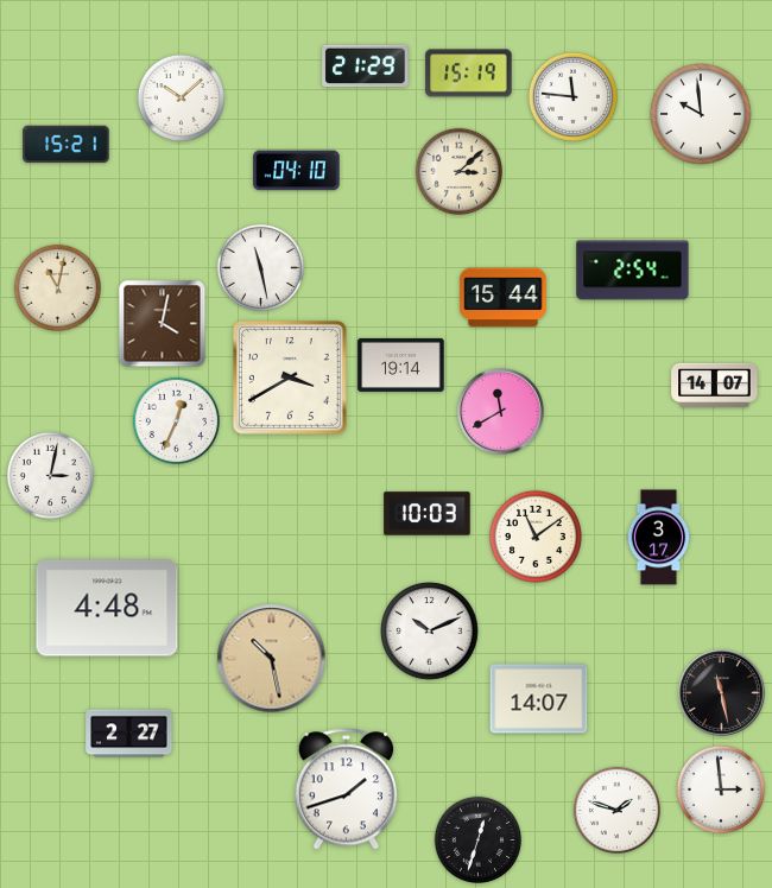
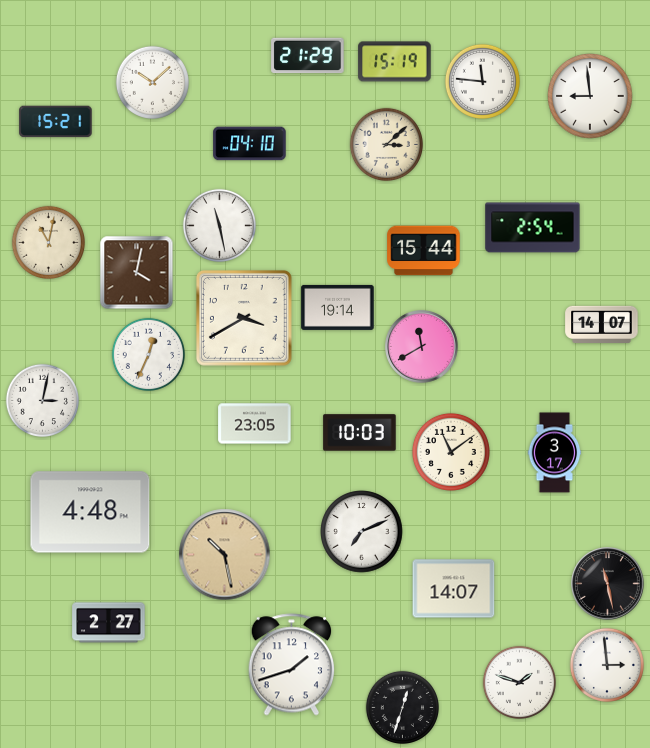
clock at (701, 114): 9:59 -> 8:59
clock at (255, 424): none -> 23:05
clock at (430, 632): 10:11 -> 7:11
clock at (272, 659) position: (272, 659) -> (225, 555)
clock at (129, 734) position: (129, 734) -> (109, 623)
